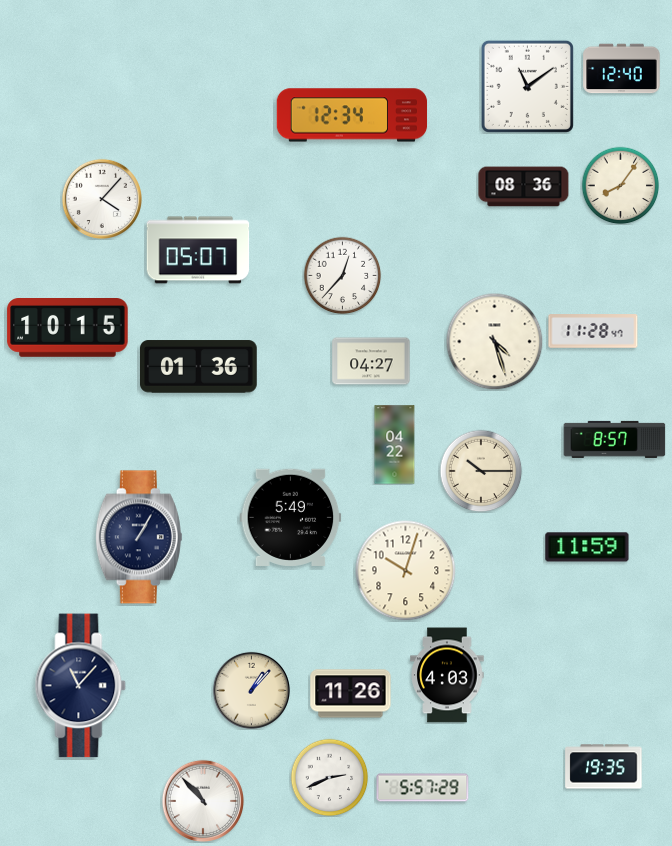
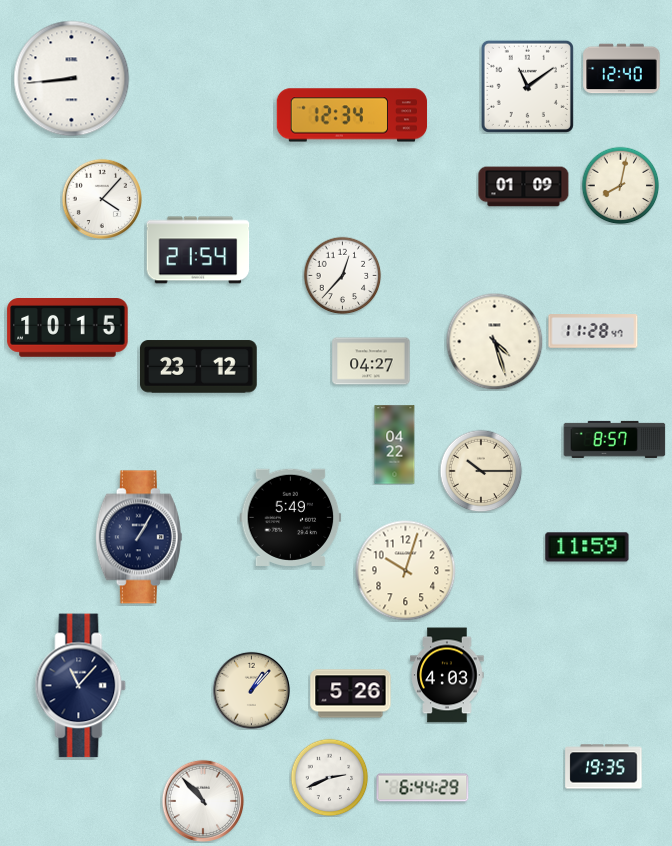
clock at (72, 79): none -> 8:44
clock at (620, 185): 8:06 -> 8:02
clock at (524, 187): 08:36 -> 01:09
clock at (198, 250): 05:07 -> 21:54
clock at (199, 367): 01:36 -> 23:12
clock at (351, 694): 11:26 -> 5:26
clock at (423, 788): 5:57 -> 6:44
